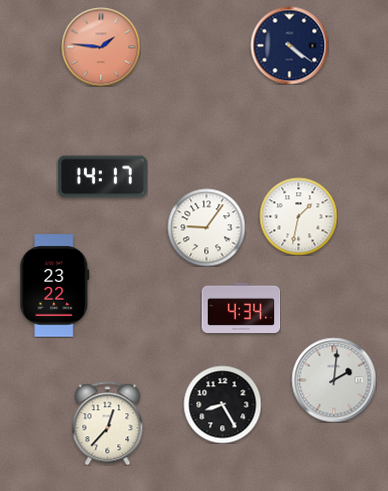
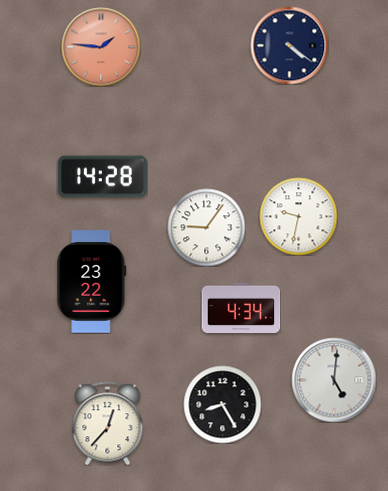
clock at (102, 177): 14:17 -> 14:28
clock at (298, 216): 1:32 -> 9:32
clock at (55, 286) position: (55, 286) -> (92, 282)
clock at (334, 380): 2:01 -> 5:01
